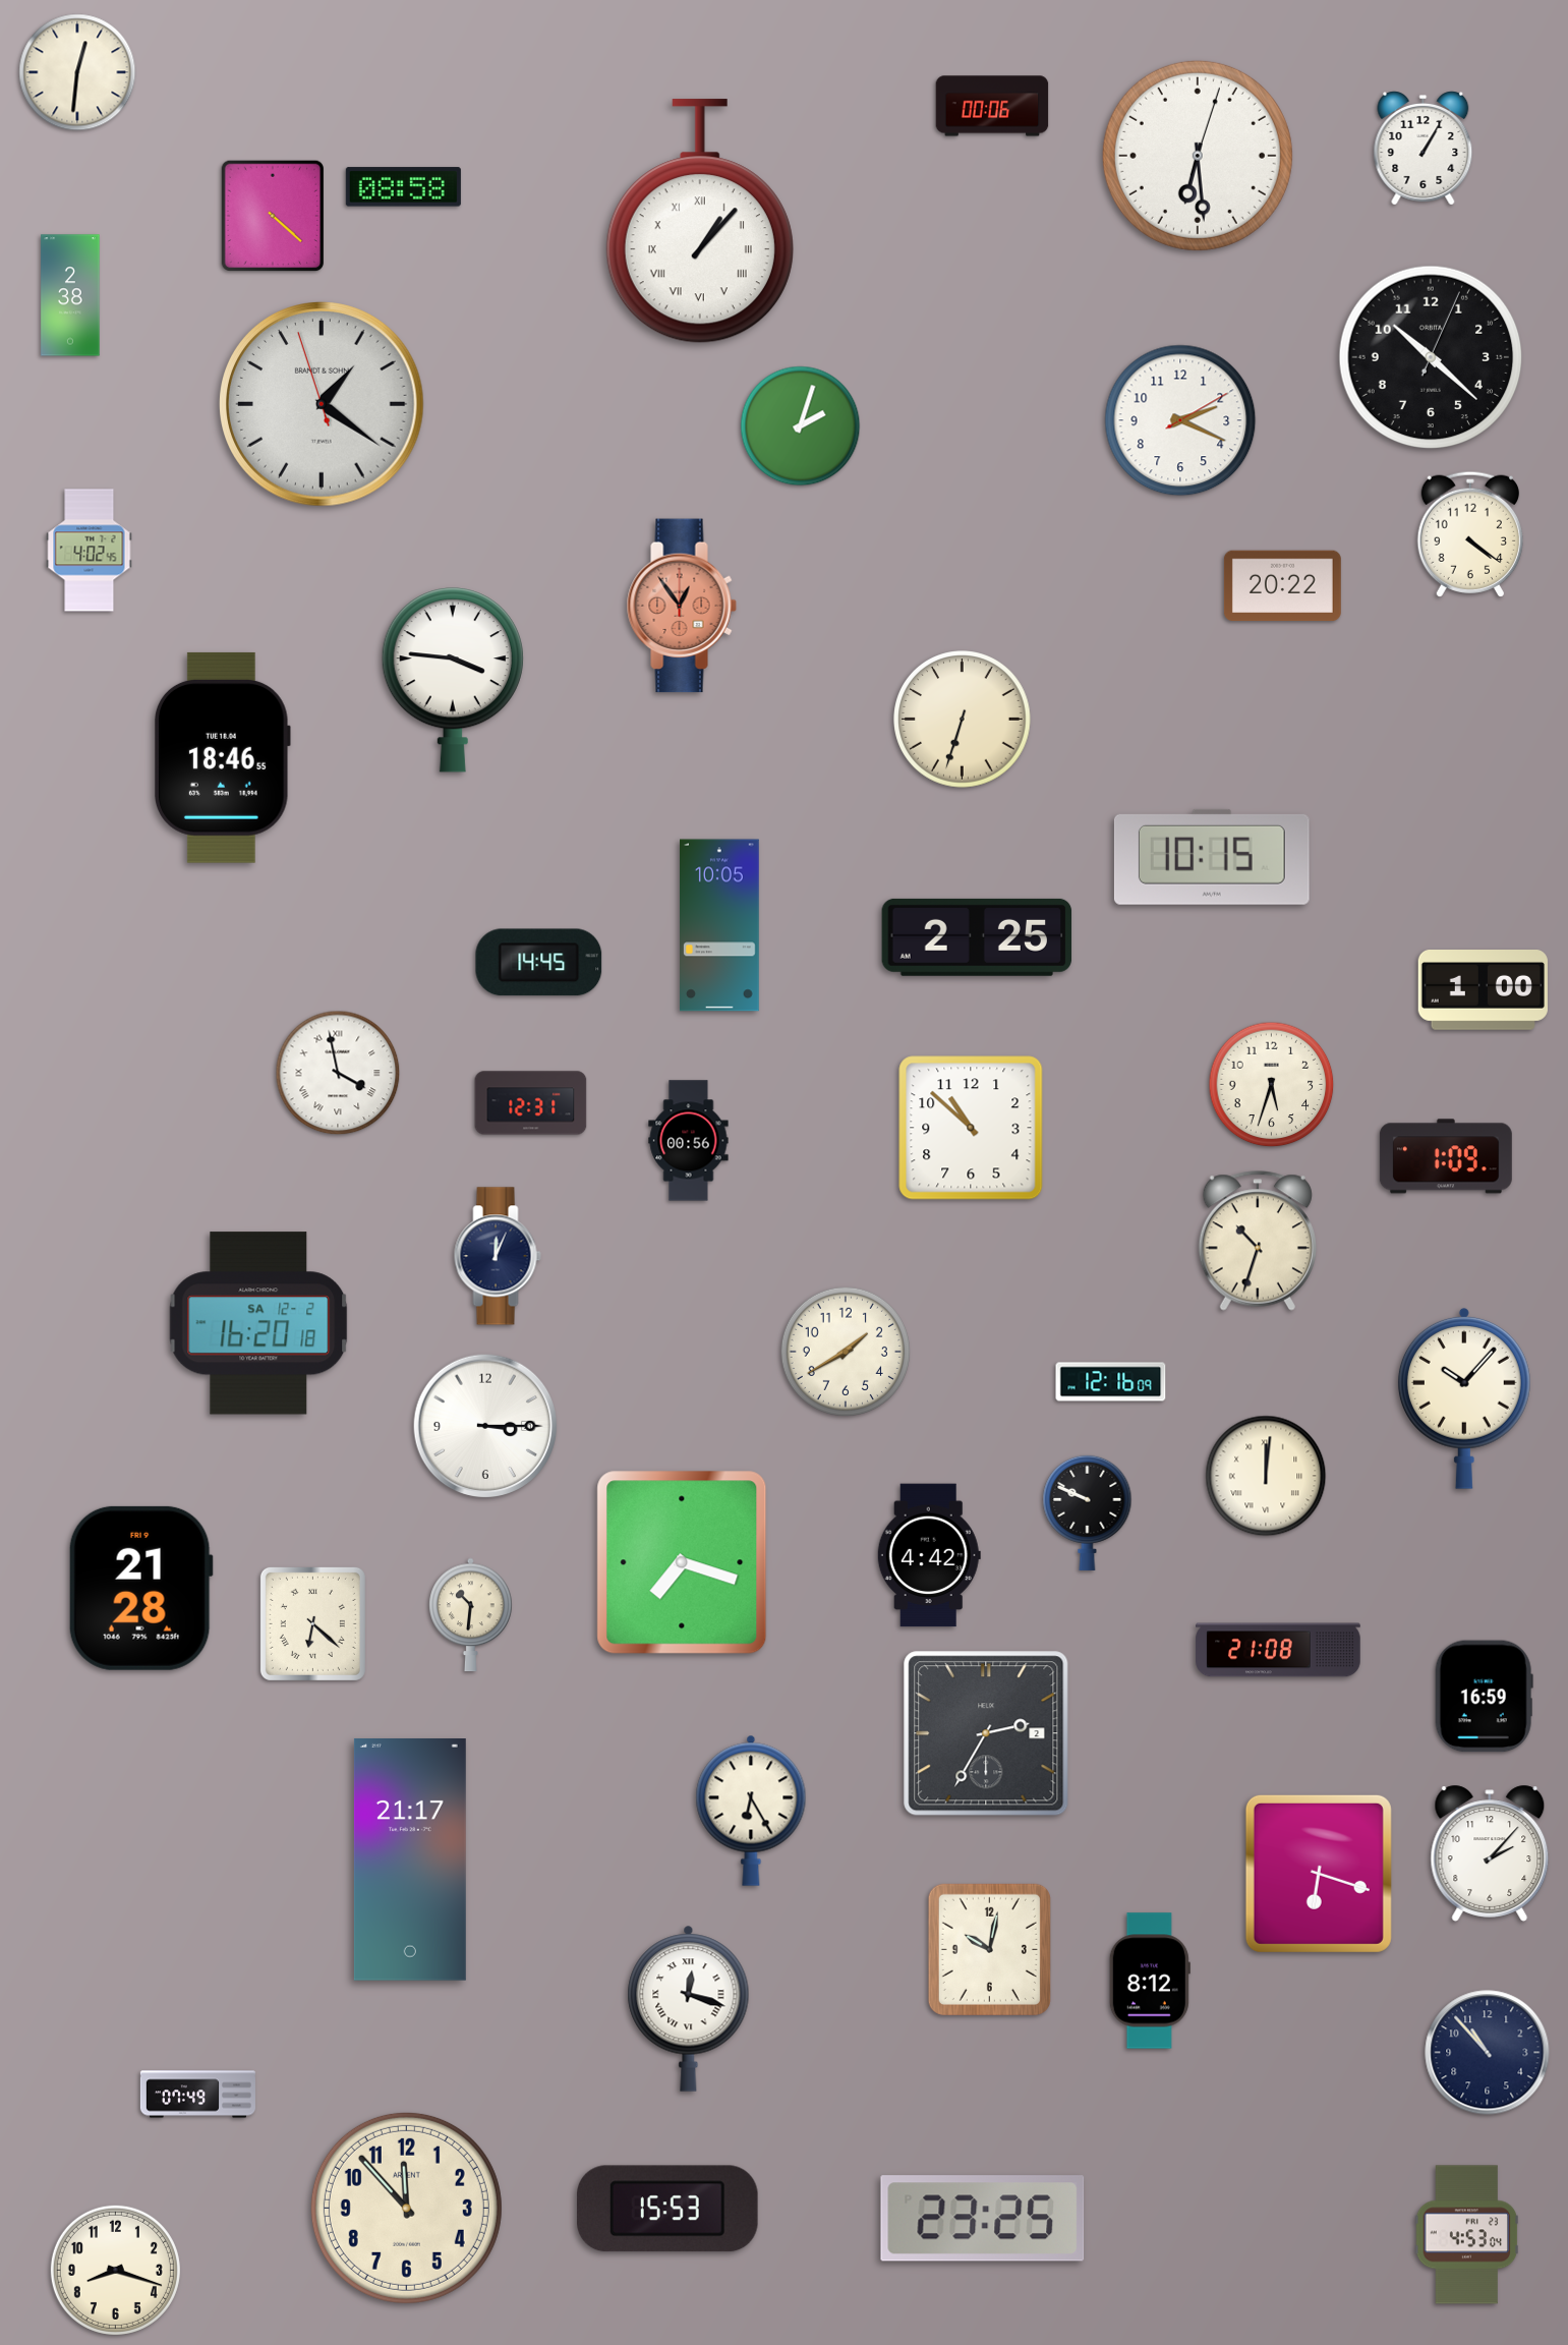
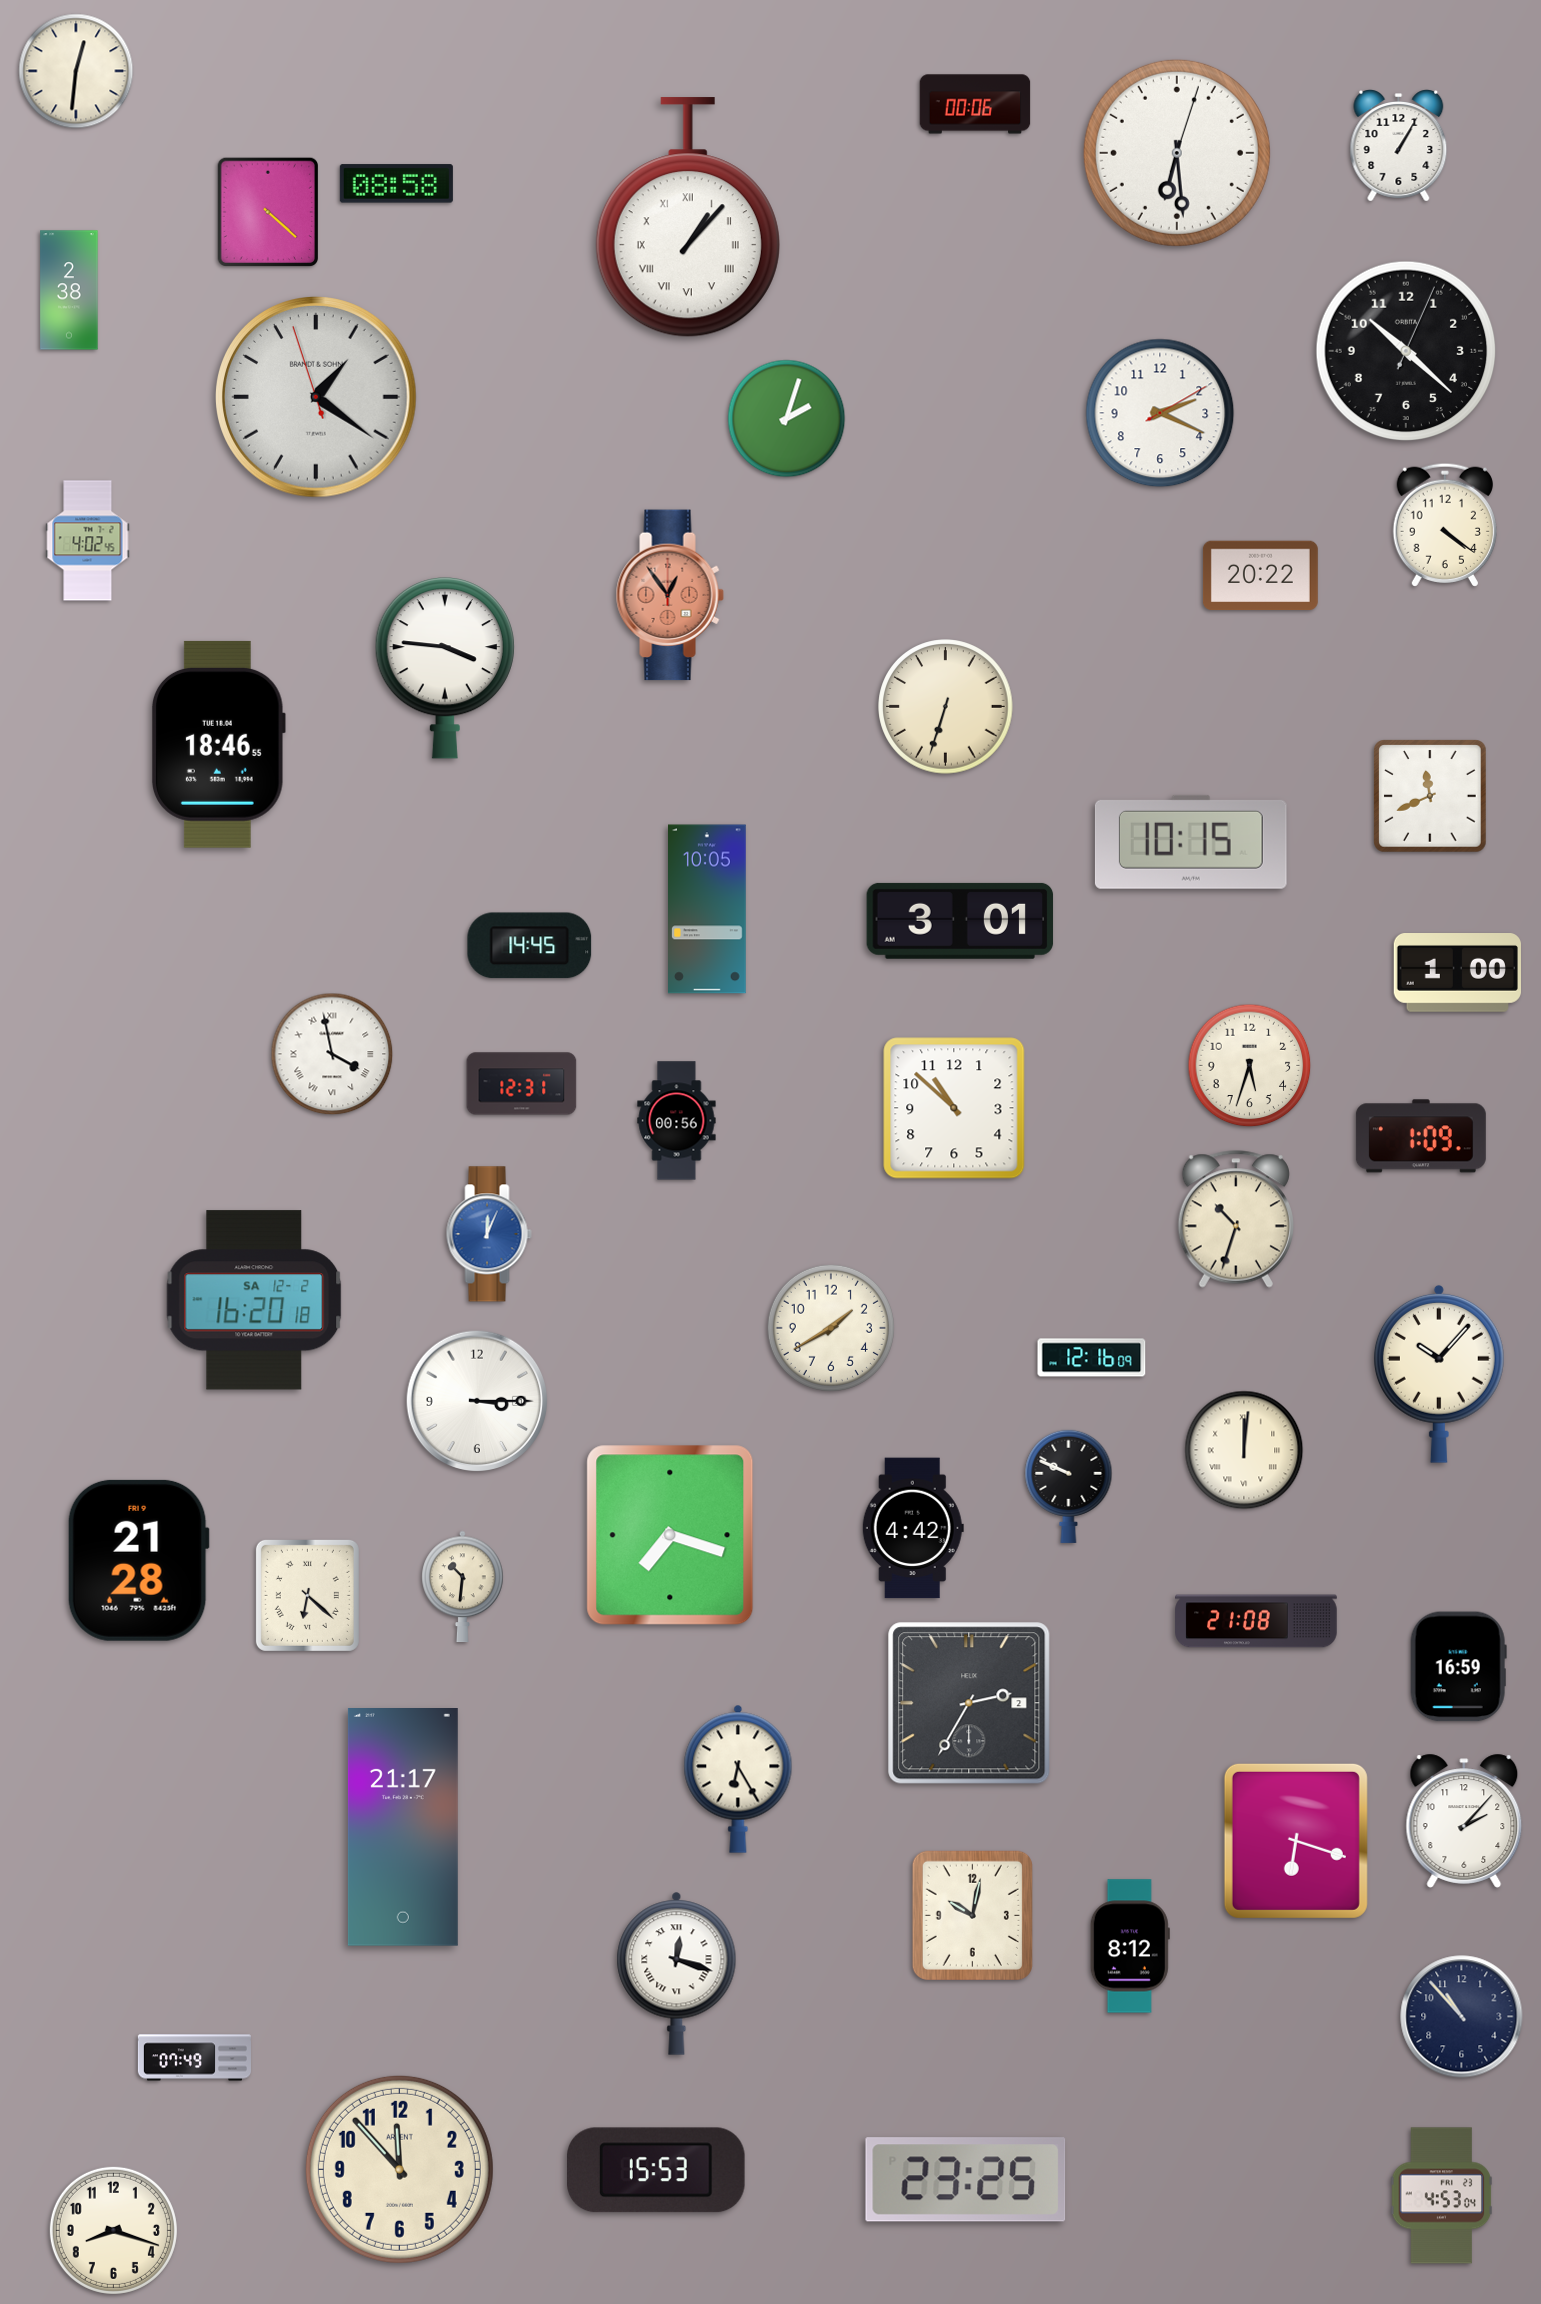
clock at (1431, 797): none -> 11:41
clock at (977, 937): 2:25 -> 3:01
clock at (498, 1256) dial: navy -> blue
